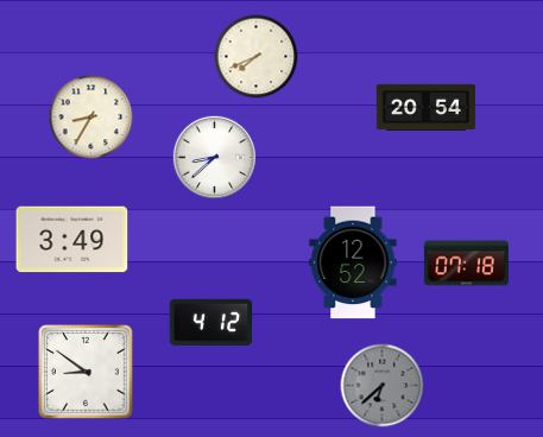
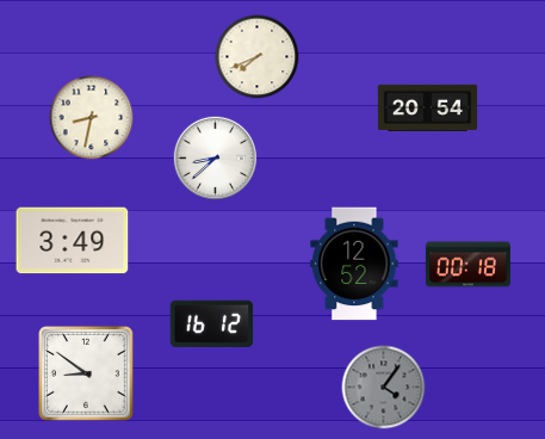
clock at (91, 118): 8:35 -> 8:32
clock at (466, 264): 07:18 -> 00:18
clock at (211, 322): 4:12 -> 16:12
clock at (383, 386): 6:38 -> 4:06
